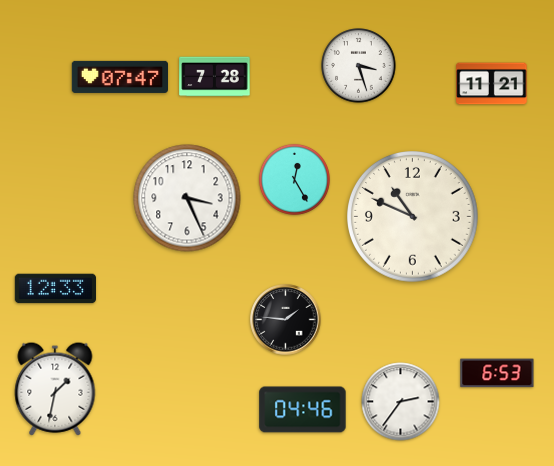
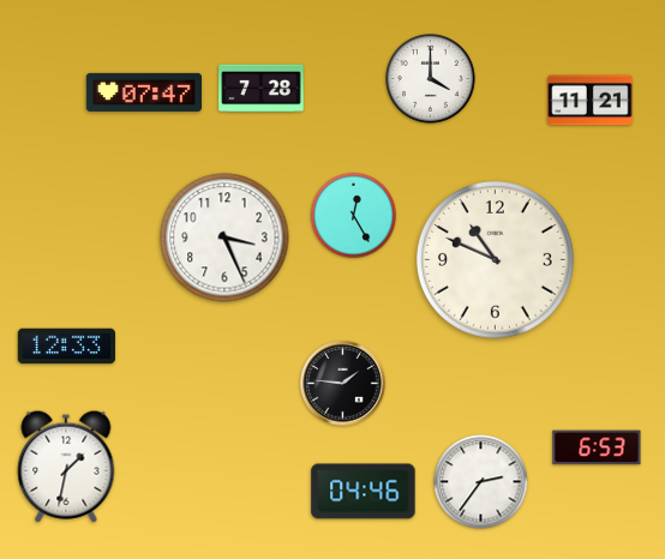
clock at (359, 66): 3:27 -> 4:00
clock at (215, 77) position: (215, 77) -> (262, 89)
